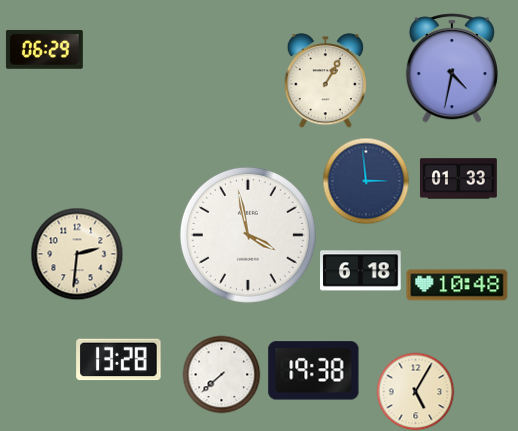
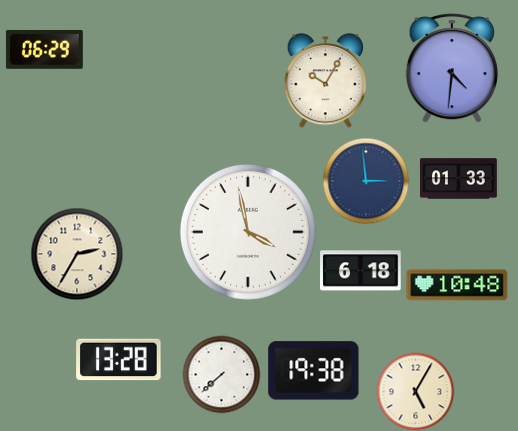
clock at (452, 68): 4:32 -> 4:31
clock at (325, 81): 1:05 -> 10:05
clock at (248, 235) position: (248, 235) -> (248, 232)
clock at (77, 254): 2:31 -> 2:35
